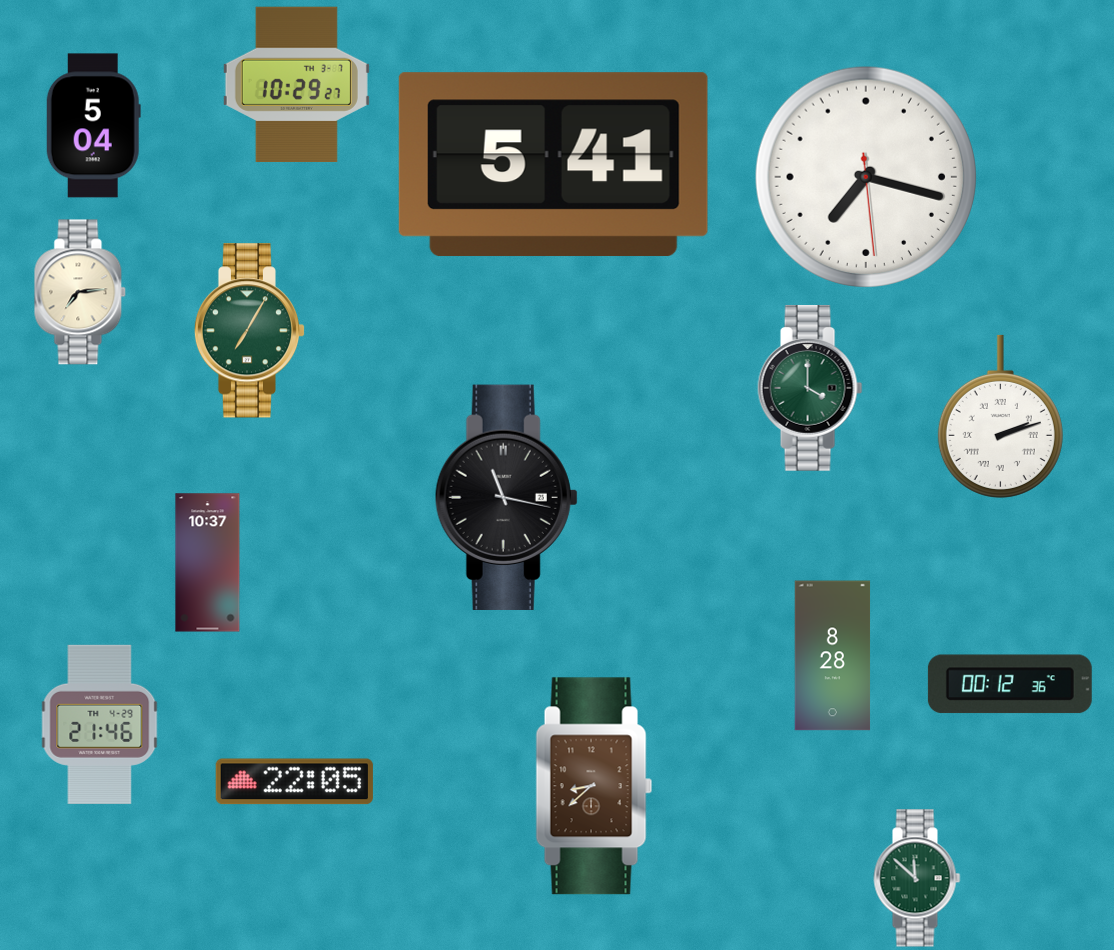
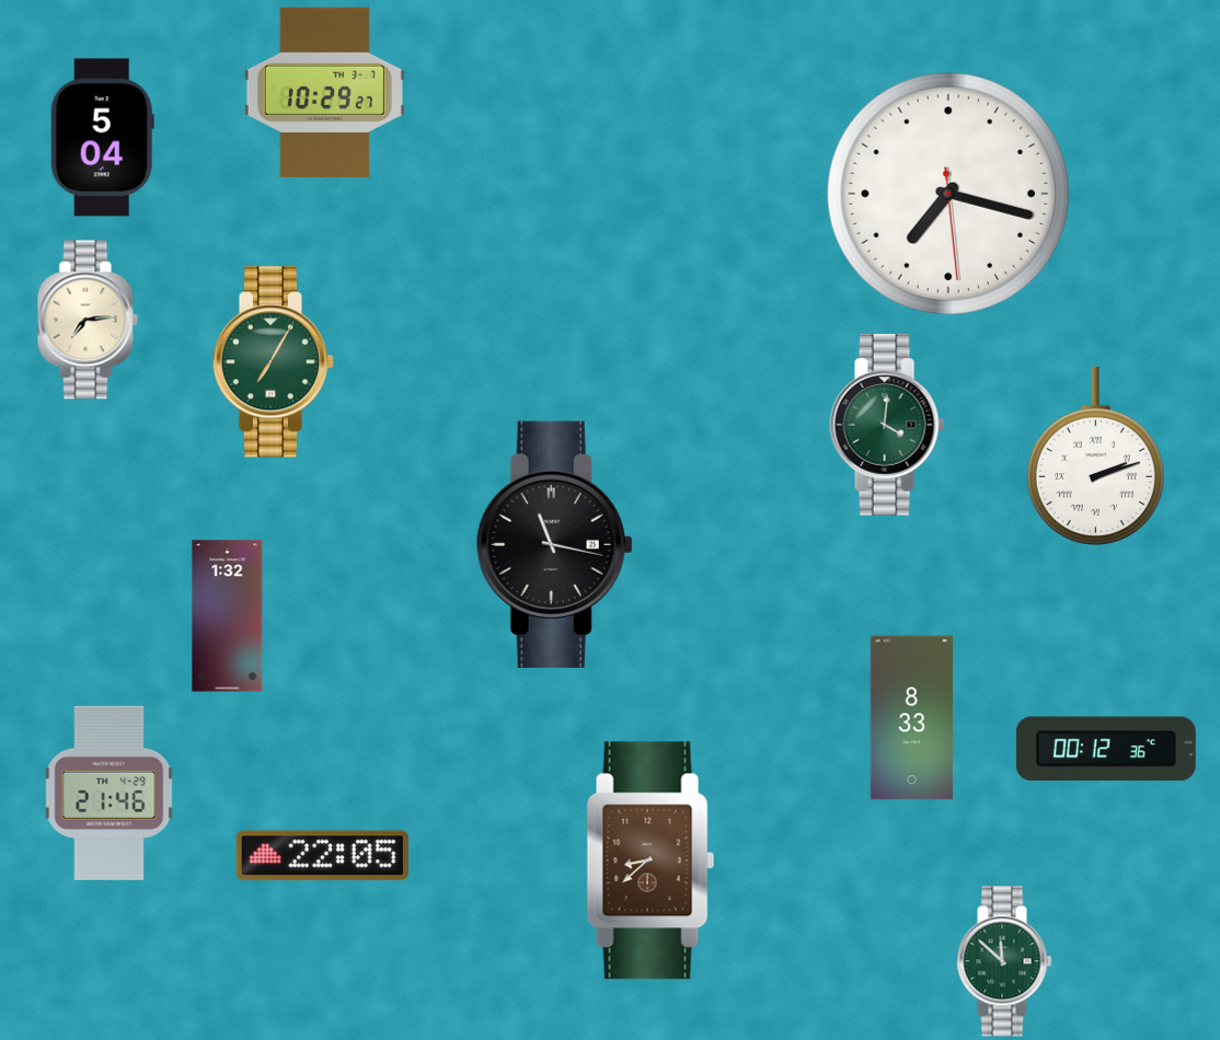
clock at (553, 165): 5:41 -> none
clock at (810, 388): 4:00 -> 4:01
clock at (208, 563): 10:37 -> 1:32
clock at (833, 656): 8:28 -> 8:33
